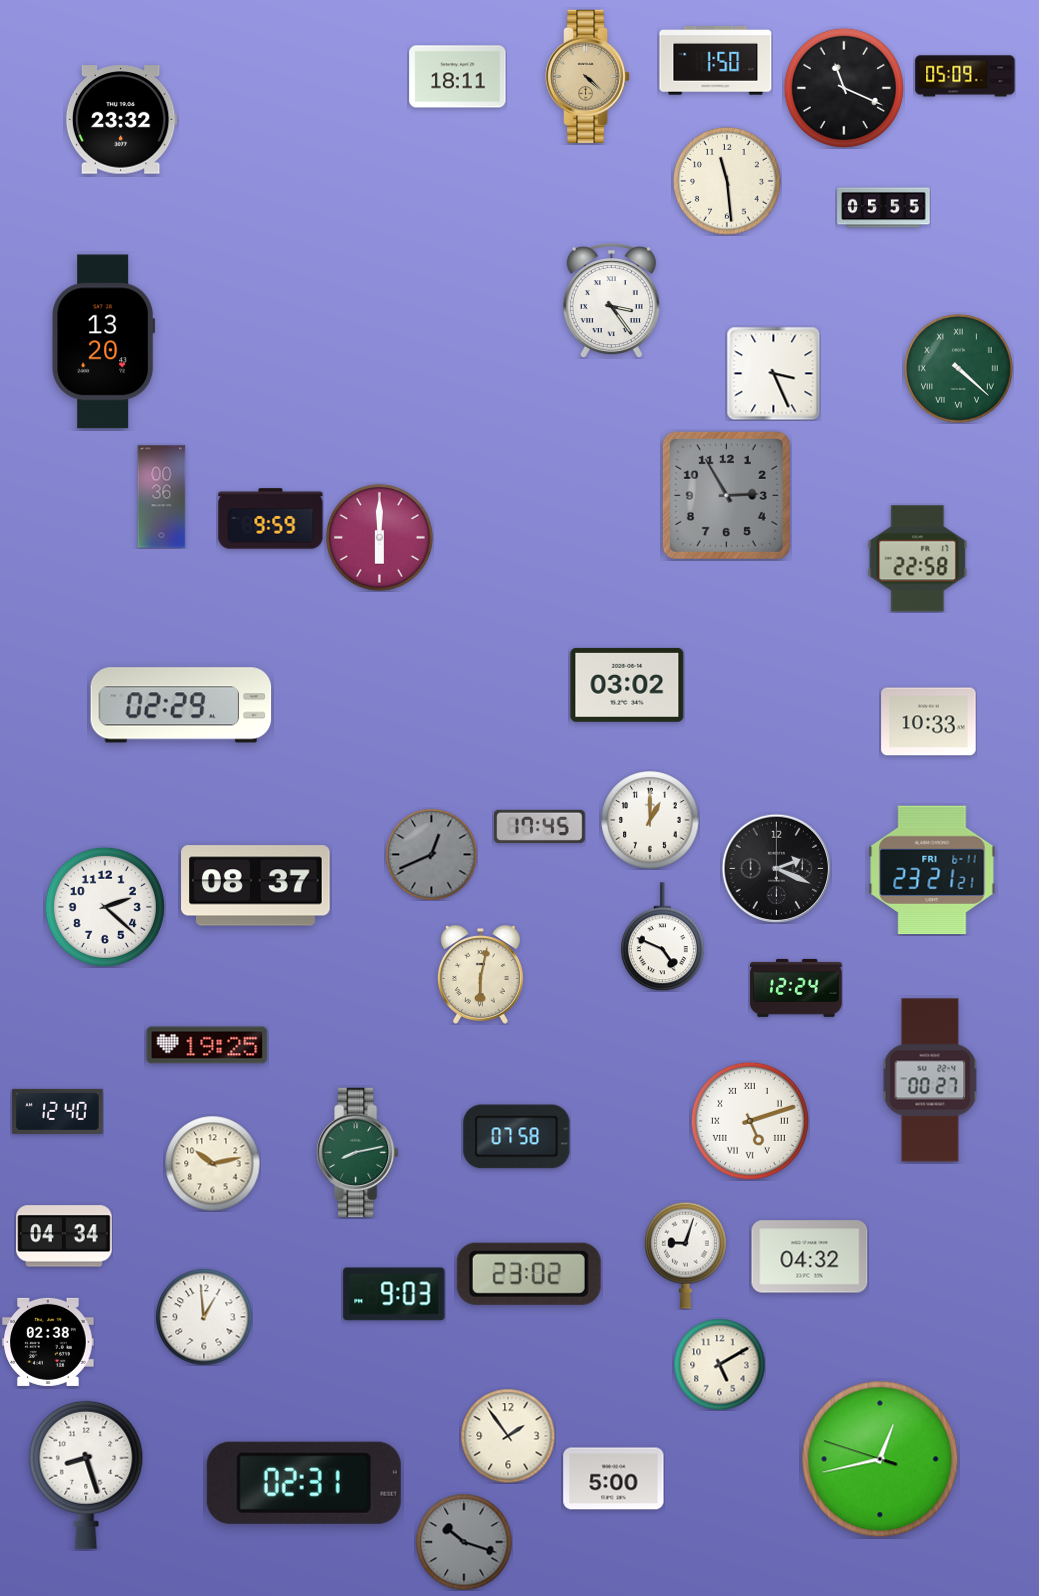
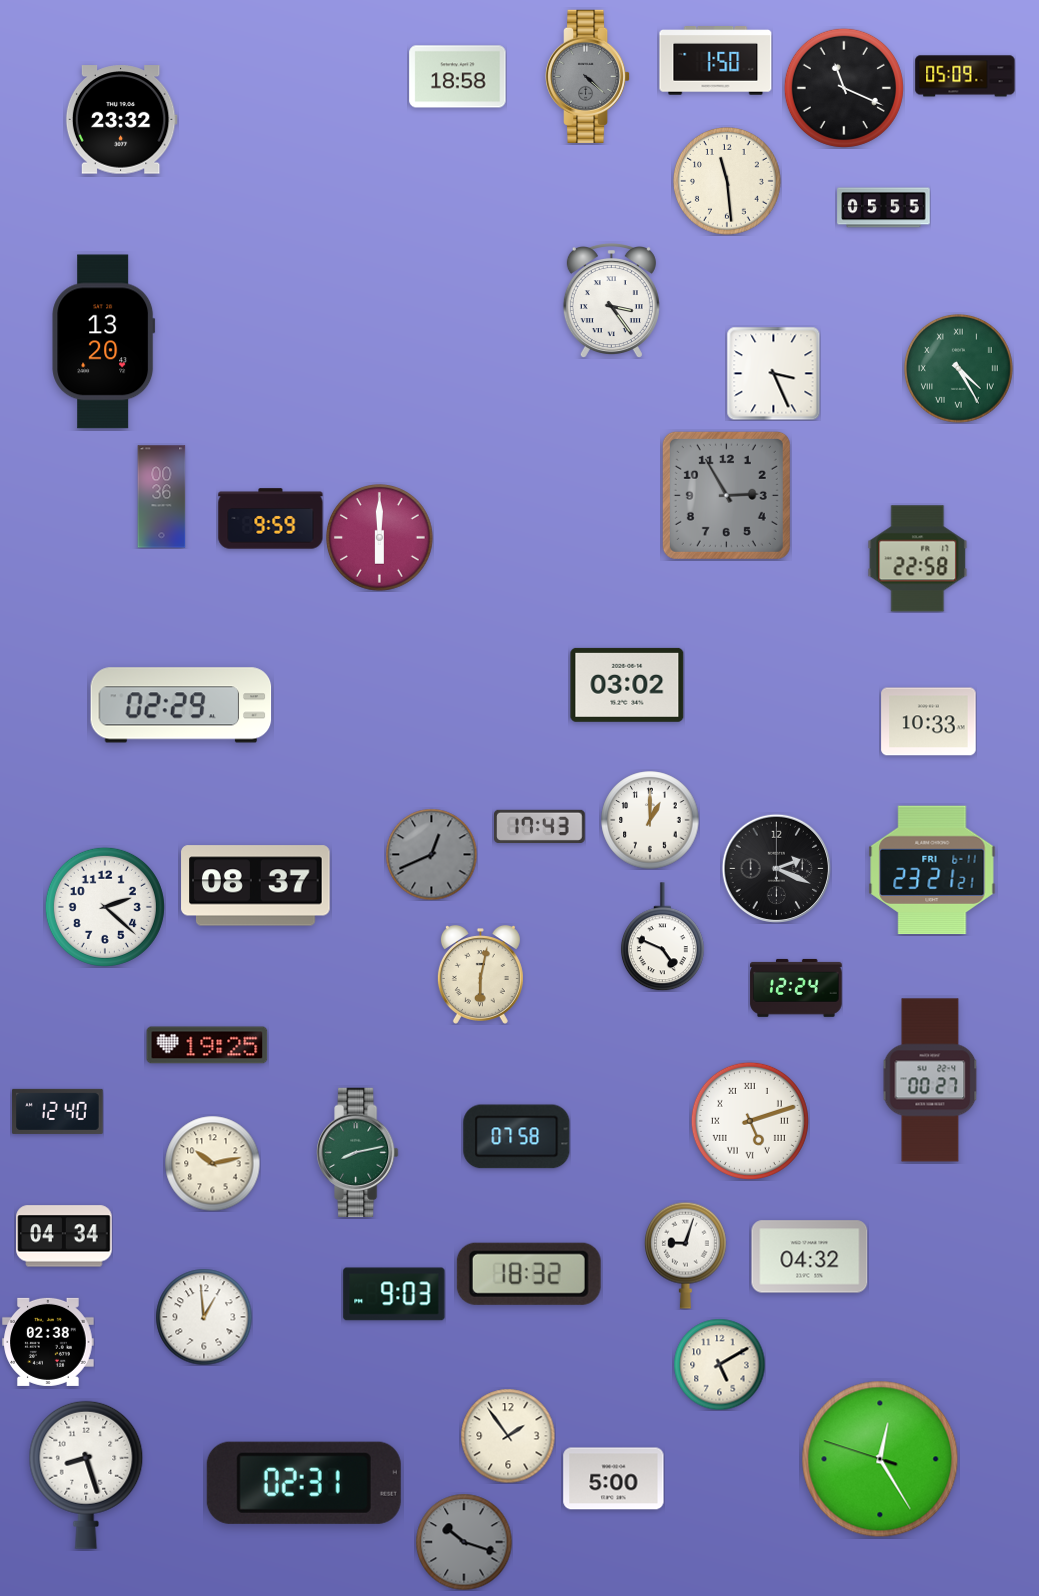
clock at (589, 76) dial: champagne -> grey
clock at (458, 77): 18:11 -> 18:58
clock at (958, 368): 4:22 -> 4:25
clock at (540, 826): 17:45 -> 17:43
clock at (529, 1274): 23:02 -> 18:32
clock at (880, 1459): 12:42 -> 12:24
